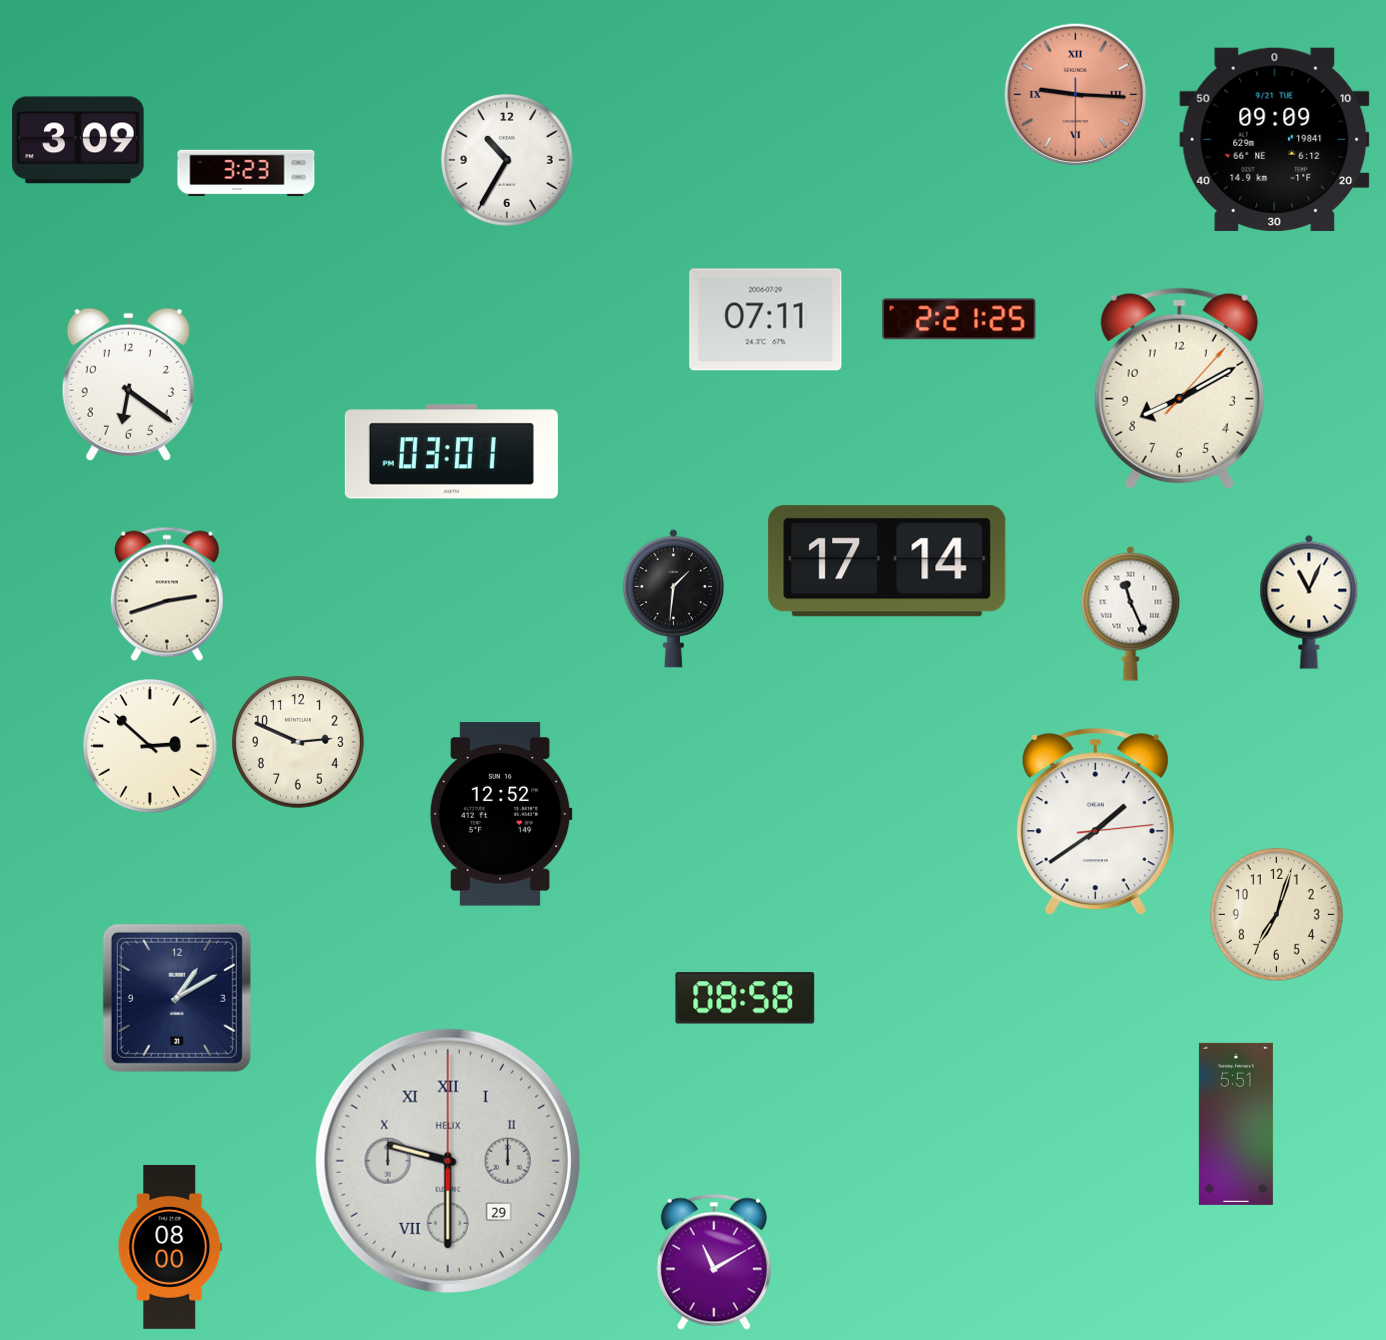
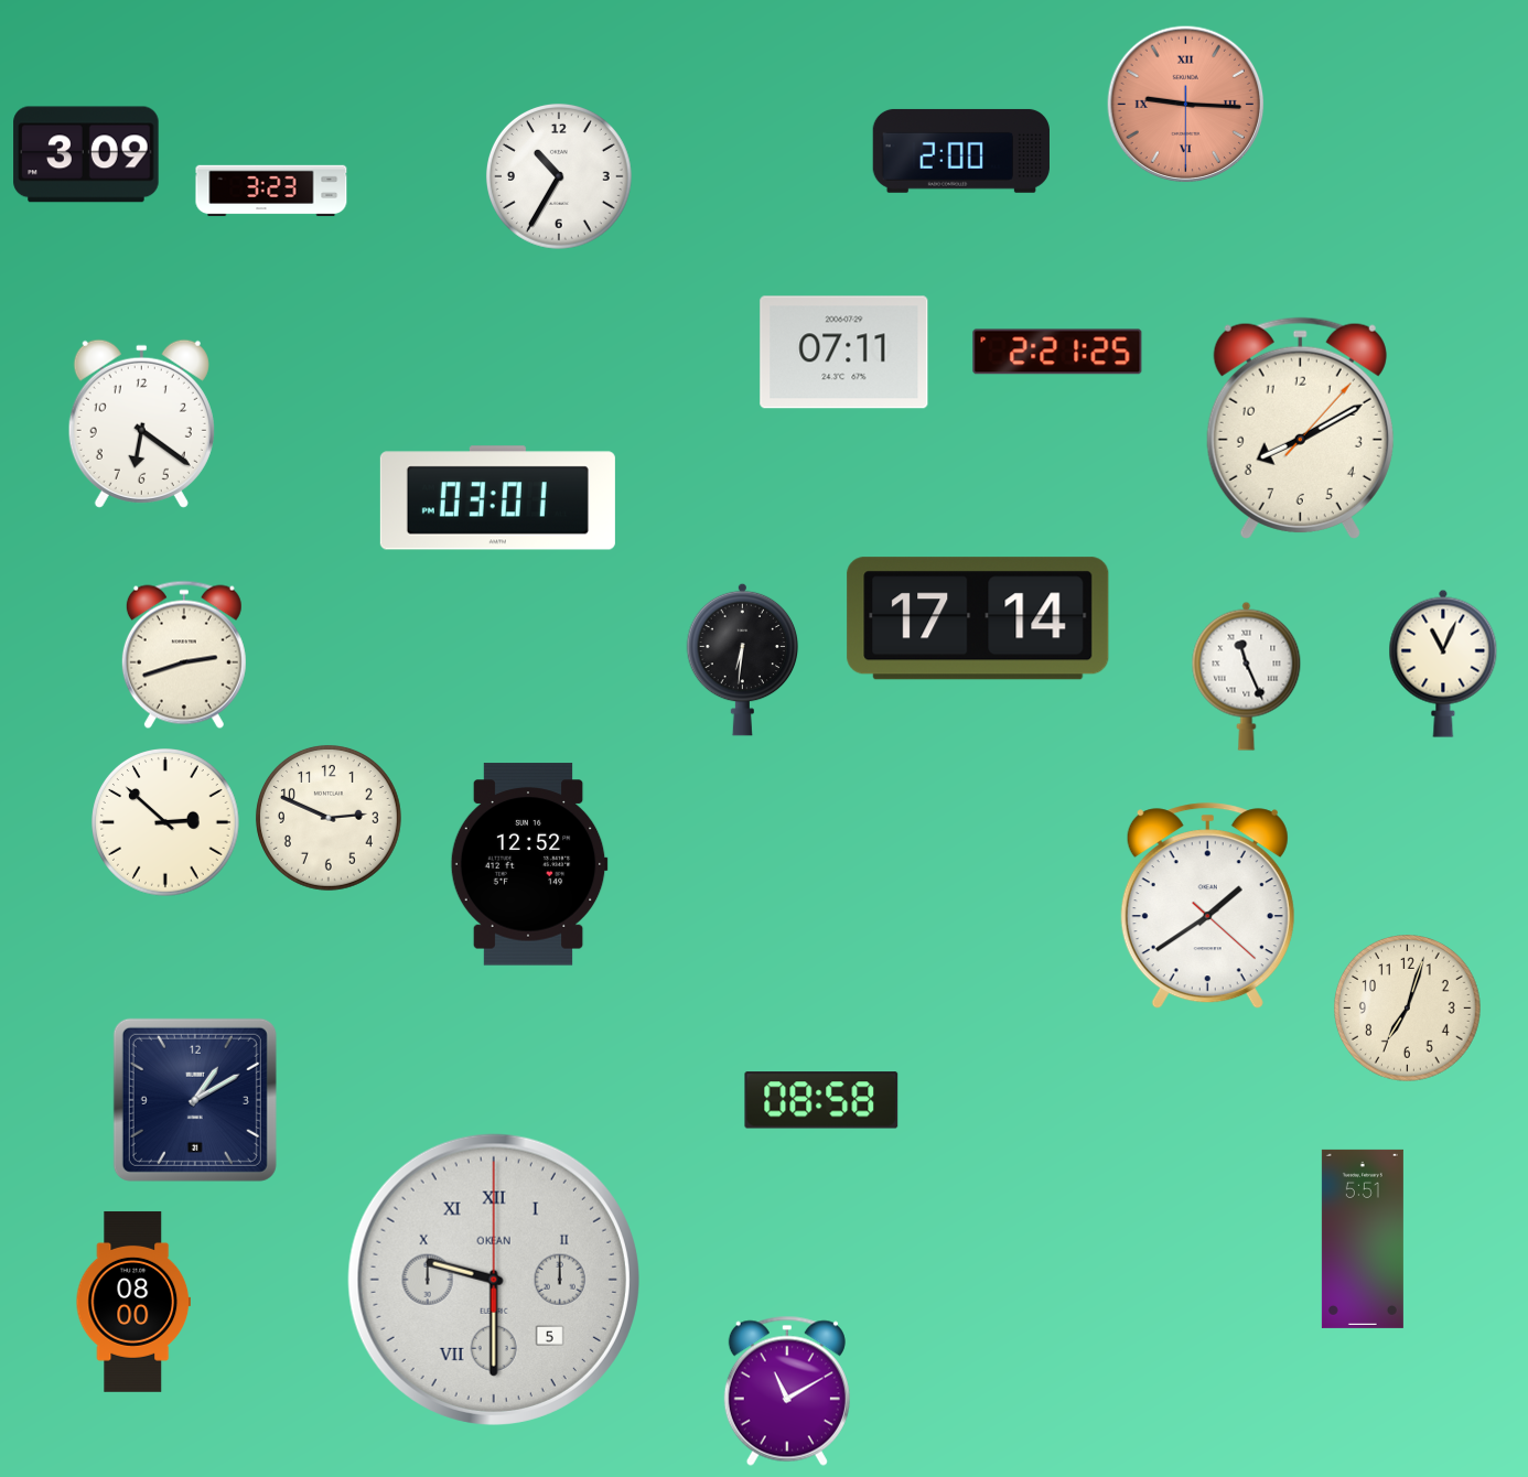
clock at (961, 151): none -> 2:00
clock at (1275, 139): 09:09 -> none
clock at (674, 598): 1:31 -> 6:31
clock at (501, 814) position: (501, 814) -> (529, 864)
clock at (1095, 822): 1:39:14 -> 1:39:22
clock at (448, 1161) date: 29 -> 5
clock at (448, 1161) brand: HELIX -> OKEAN
clock at (169, 1247) position: (169, 1247) -> (132, 1302)
